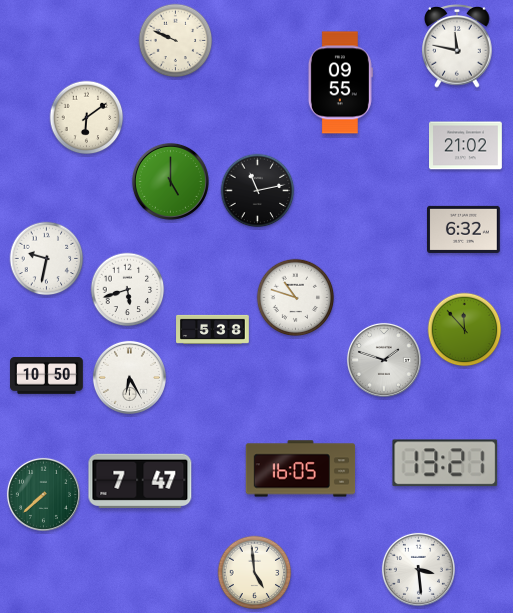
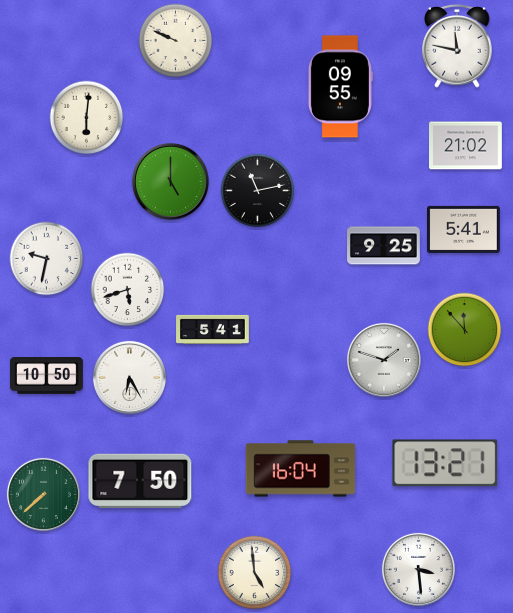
clock at (340, 83) position: (340, 83) -> (340, 87)
clock at (87, 118): 6:09 -> 6:01
clock at (464, 229): 6:32 -> 5:41
clock at (384, 246): none -> 9:25
clock at (296, 298): 10:48 -> none
clock at (213, 329): 5:38 -> 5:41
clock at (301, 469): 16:05 -> 16:04
clock at (140, 481): 7:47 -> 7:50
